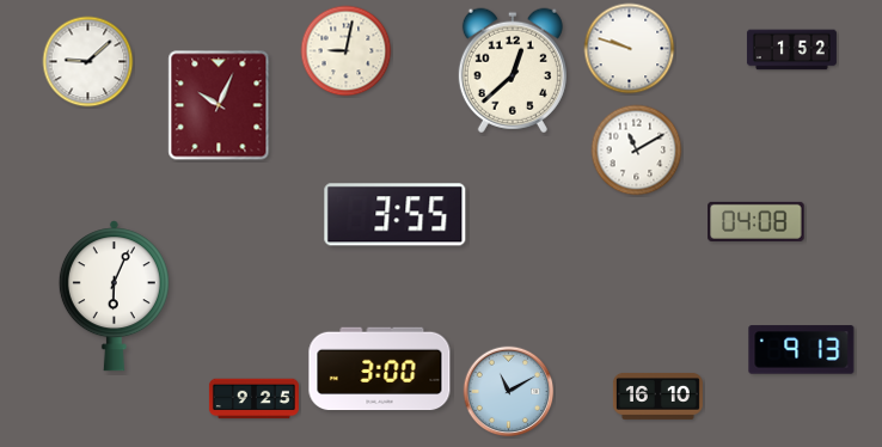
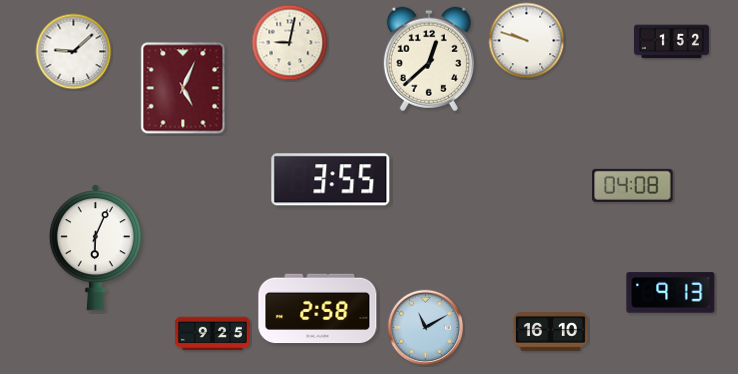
clock at (791, 50) position: (791, 50) -> (671, 42)
clock at (219, 105): 10:04 -> 5:04
clock at (637, 151): 11:10 -> none
clock at (380, 369): 3:00 -> 2:58
